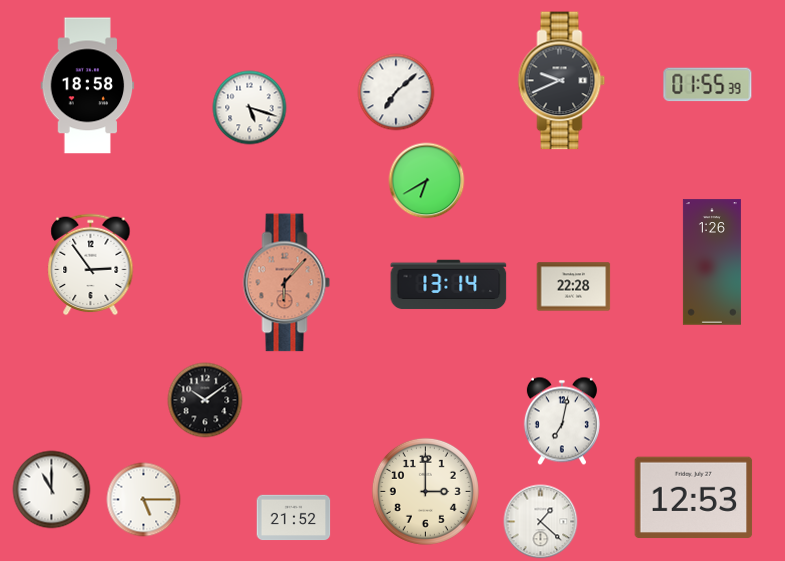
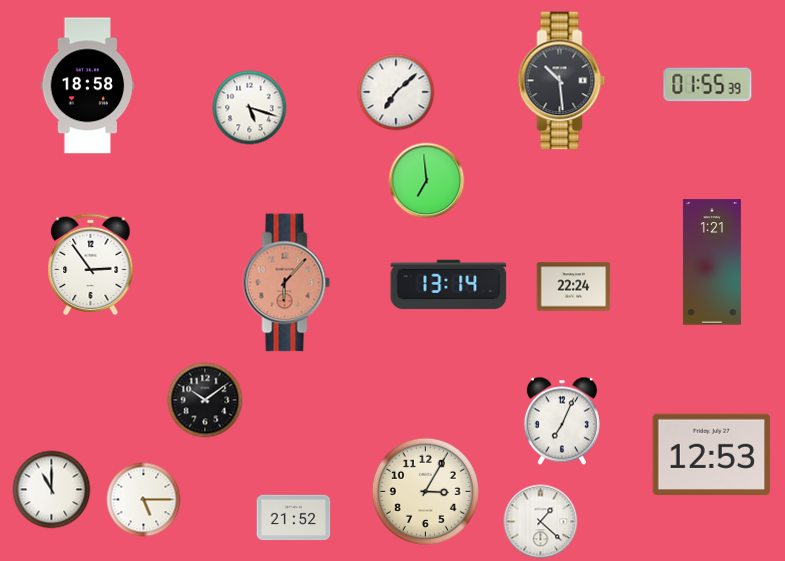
clock at (562, 81): 9:41 -> 10:29
clock at (427, 181): 6:40 -> 6:59
clock at (712, 262): 1:26 -> 1:21
clock at (574, 287): 22:28 -> 22:24
clock at (562, 421): 7:02 -> 7:04
clock at (425, 491): 3:00 -> 3:05
clock at (694, 498) position: (694, 498) -> (712, 455)
